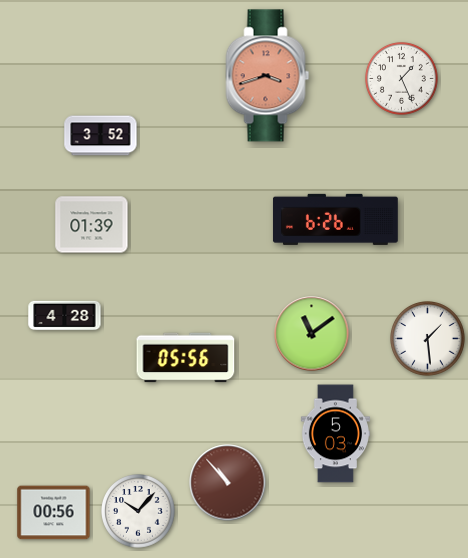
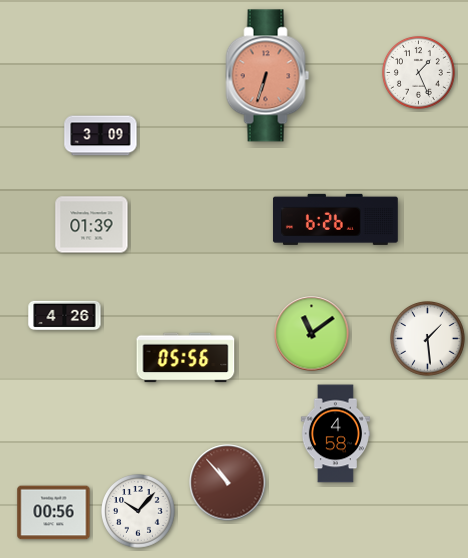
clock at (268, 76): 3:42 -> 6:33
clock at (402, 79) position: (402, 79) -> (419, 73)
clock at (101, 136): 3:52 -> 3:09
clock at (65, 316): 4:28 -> 4:26
clock at (335, 434): 5:03 -> 4:58
